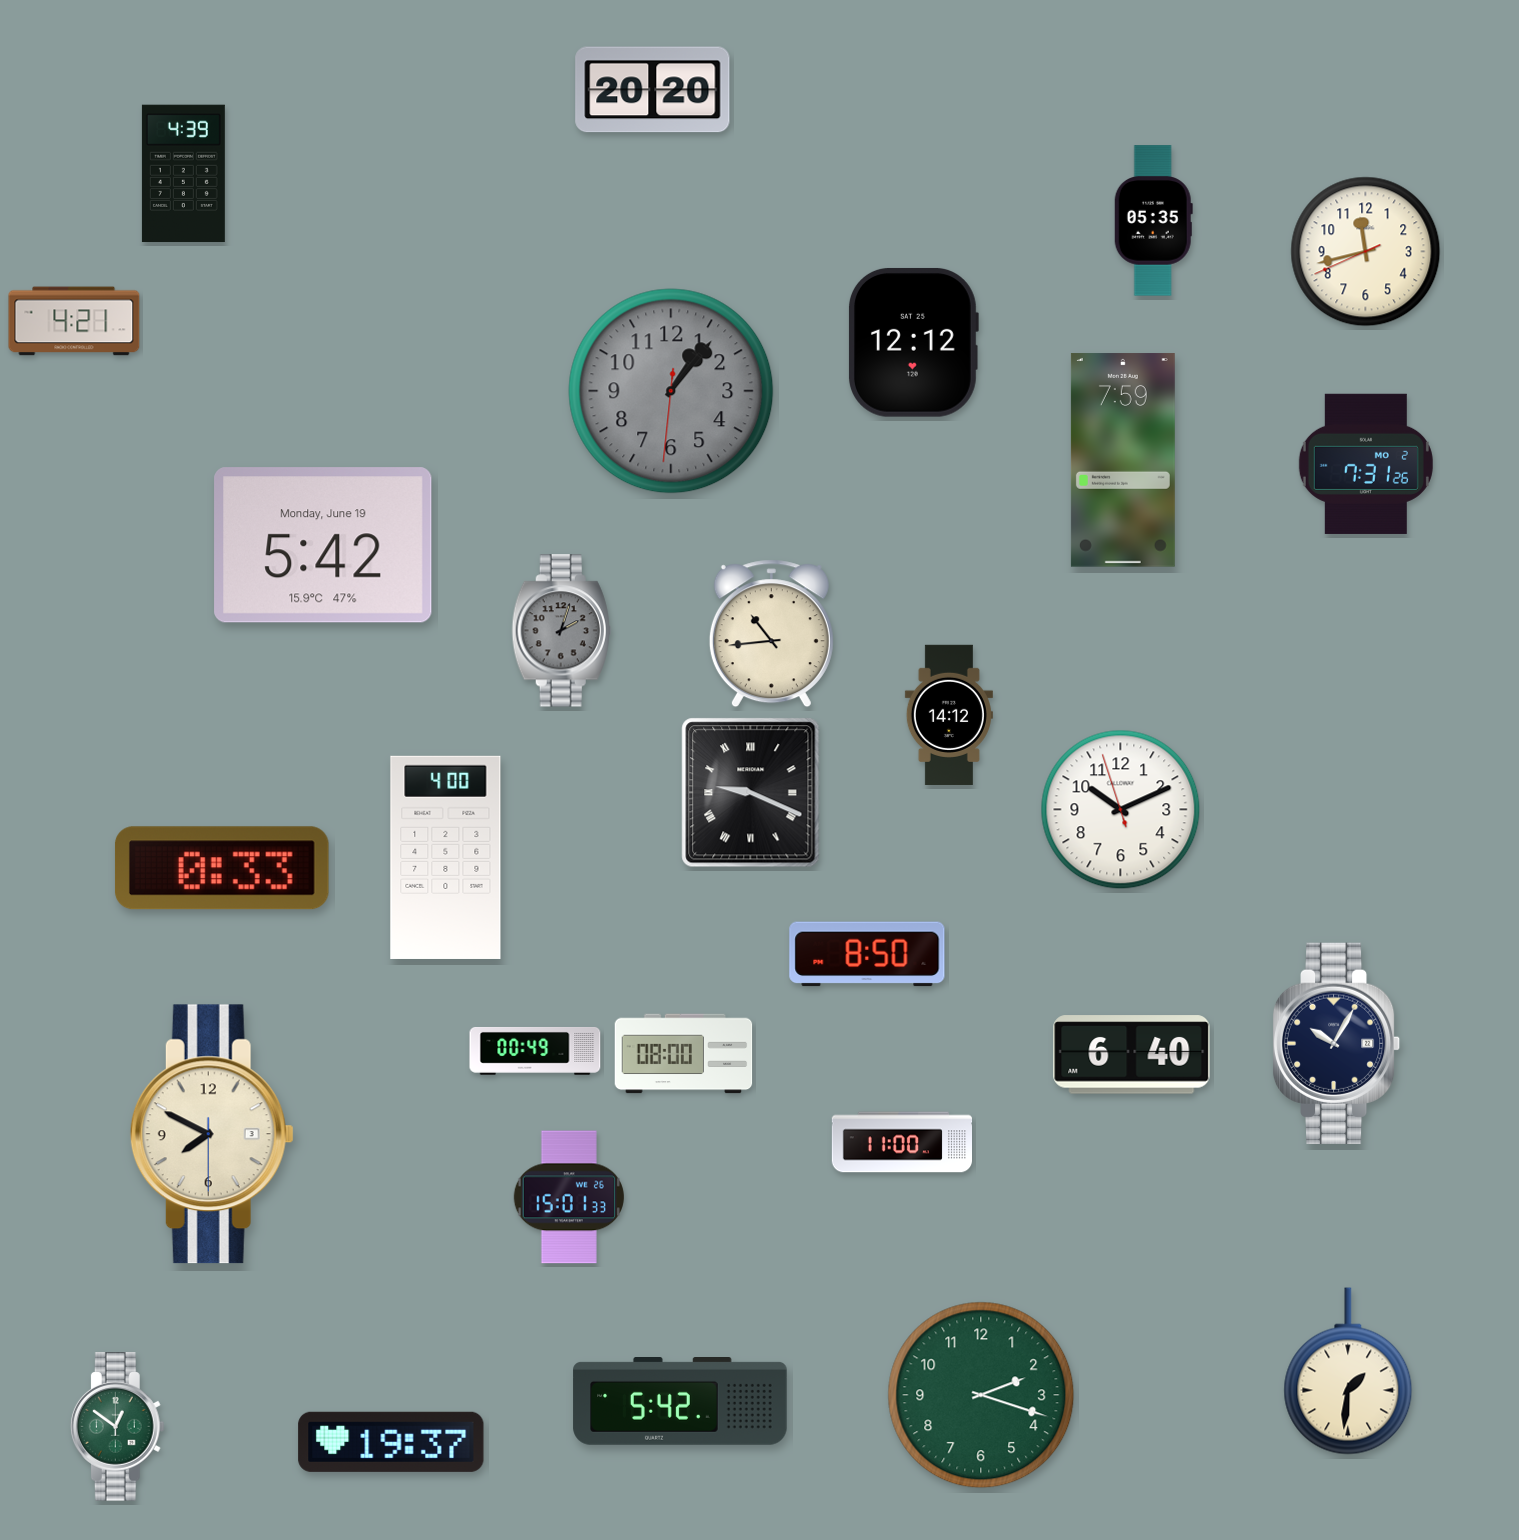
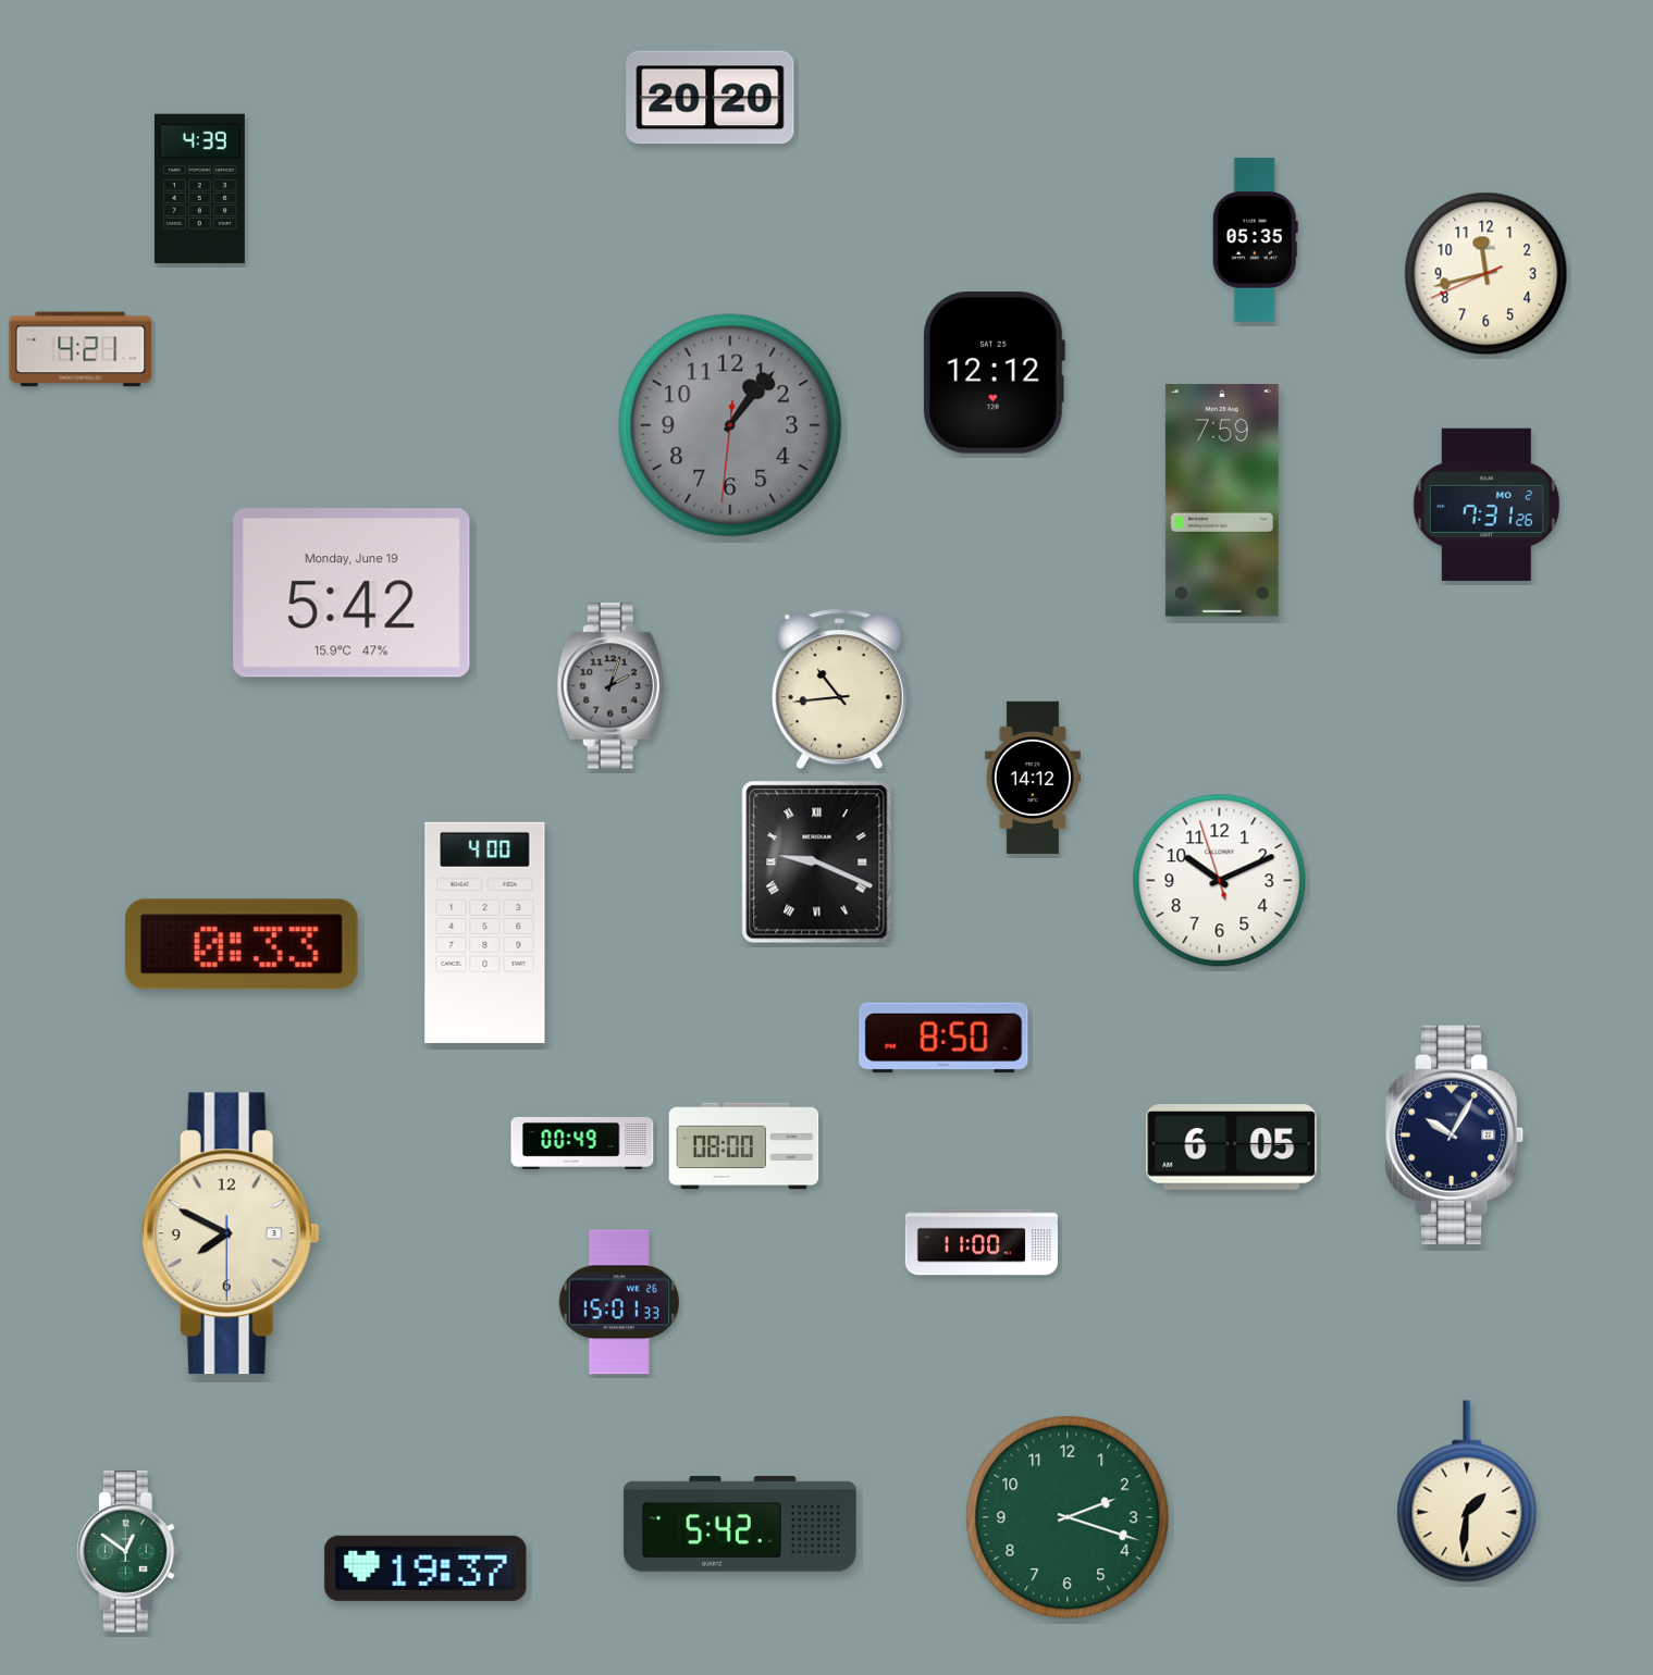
clock at (1132, 1055): 6:40 -> 6:05
